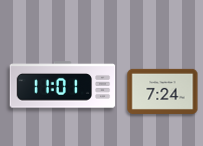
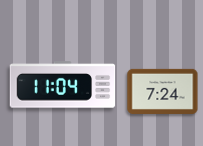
clock at (63, 85): 11:01 -> 11:04
